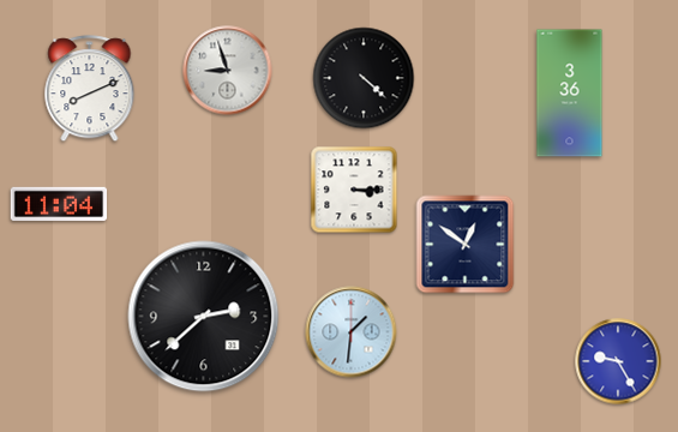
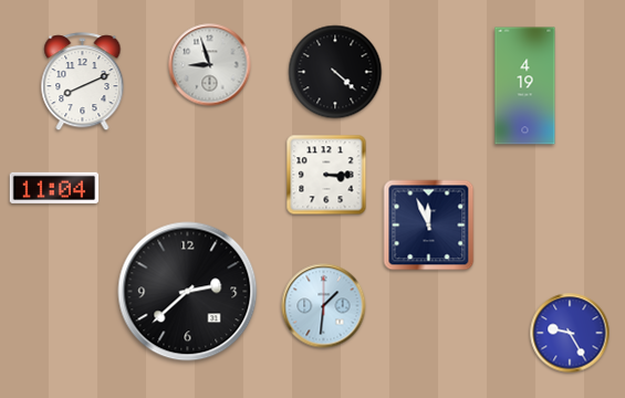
clock at (570, 94): 3:36 -> 4:19
clock at (466, 245): 12:51 -> 11:56
